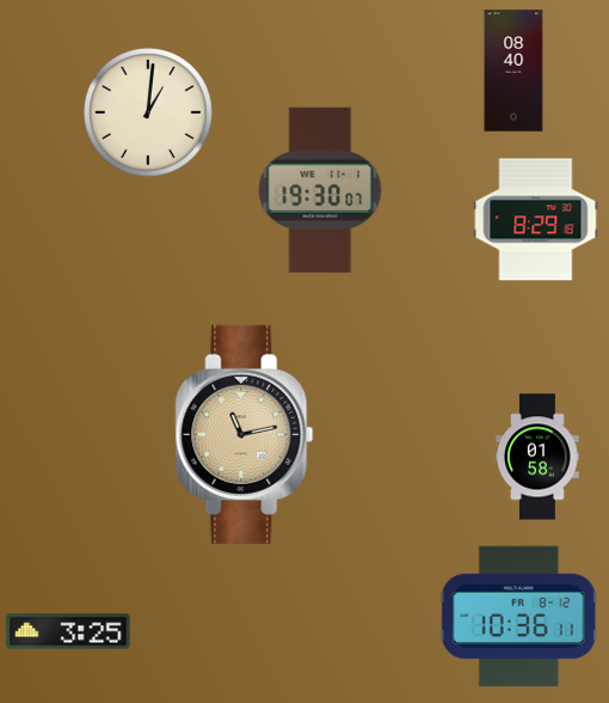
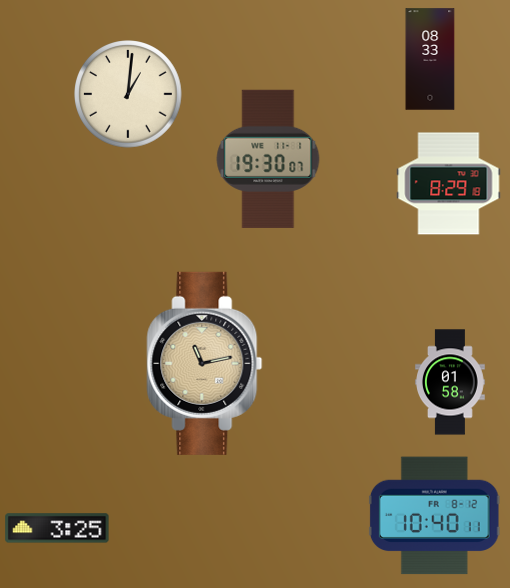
clock at (513, 71): 08:40 -> 08:33
clock at (149, 114) position: (149, 114) -> (129, 95)
clock at (518, 617): 10:36 -> 10:40
